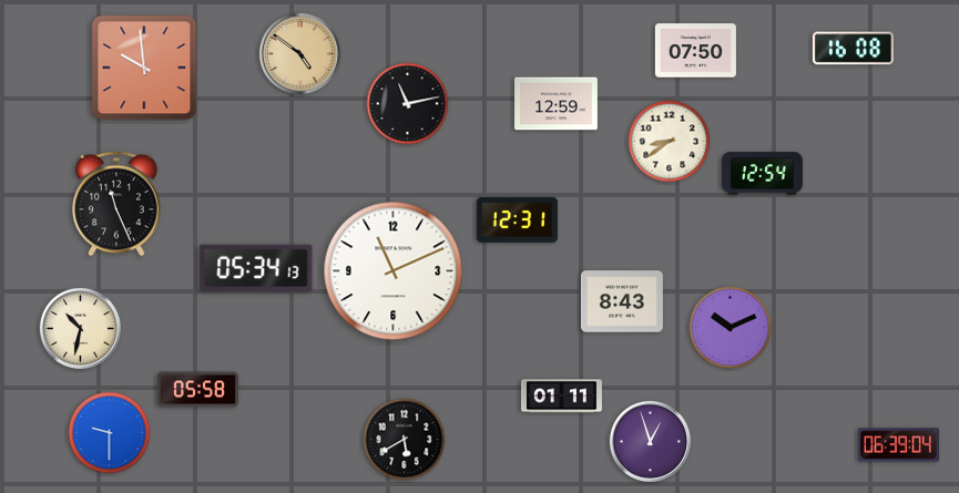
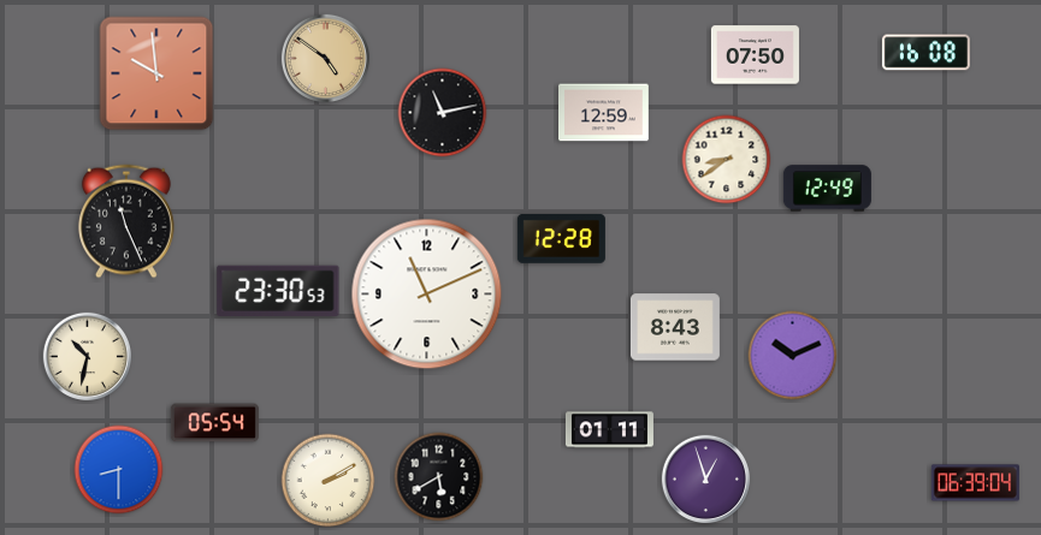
clock at (670, 142) position: (670, 142) -> (727, 160)
clock at (762, 174): 12:54 -> 12:49
clock at (517, 219): 12:31 -> 12:28
clock at (256, 268): 05:34 -> 23:30
clock at (197, 390): 05:58 -> 05:54
clock at (110, 433): 9:30 -> 8:30
clock at (329, 481): none -> 2:10
